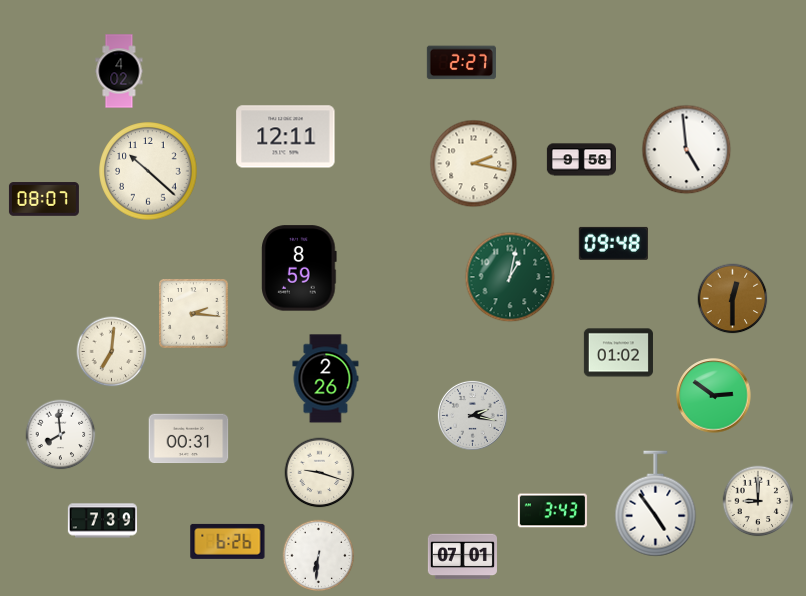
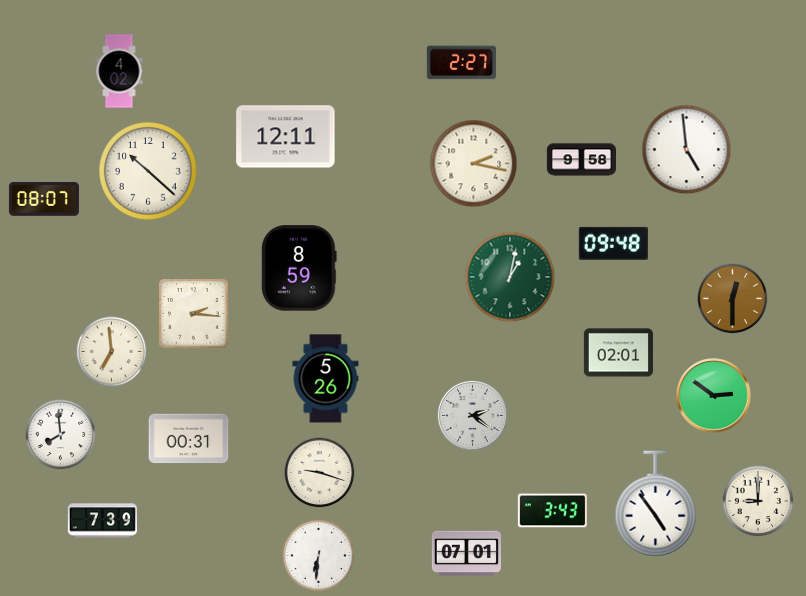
clock at (112, 352): 7:01 -> 6:59
clock at (618, 353): 01:02 -> 02:01
clock at (326, 379): 2:26 -> 5:26
clock at (472, 415): 2:17 -> 2:21
clock at (228, 541): 6:26 -> none
clock at (462, 557) position: (462, 557) -> (466, 554)
